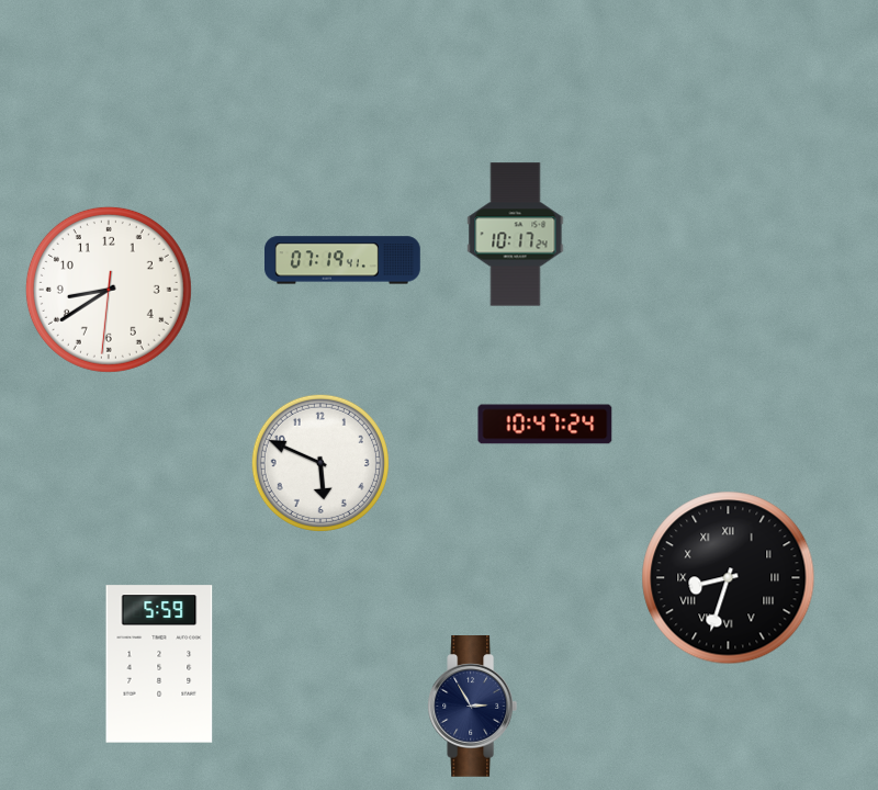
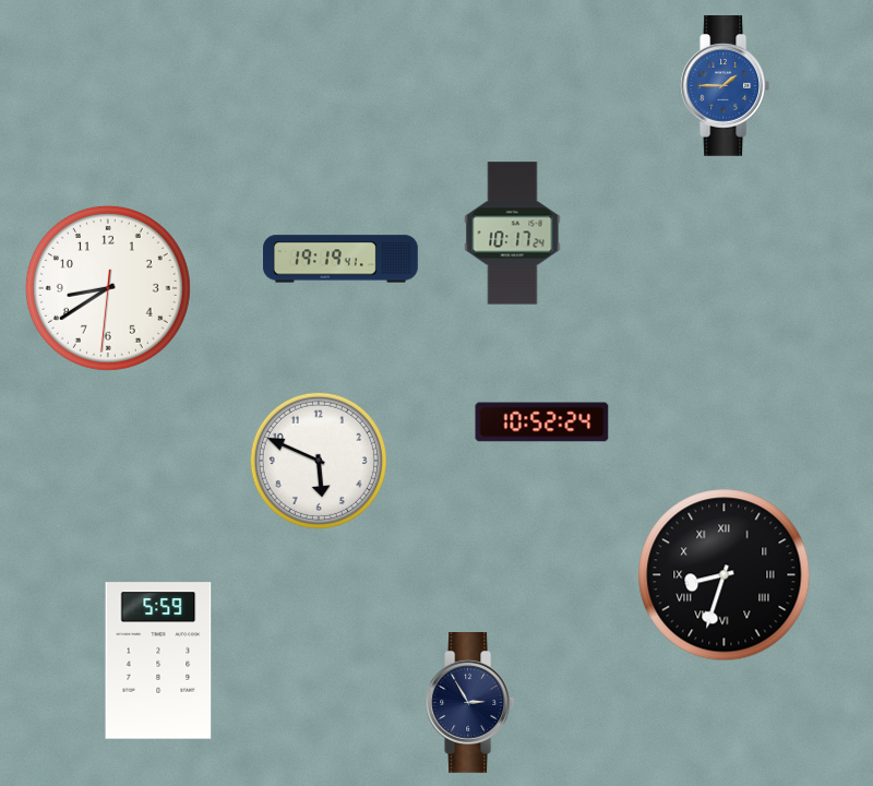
clock at (726, 86): none -> 1:45
clock at (344, 260): 07:19 -> 19:19
clock at (545, 425): 10:47 -> 10:52
